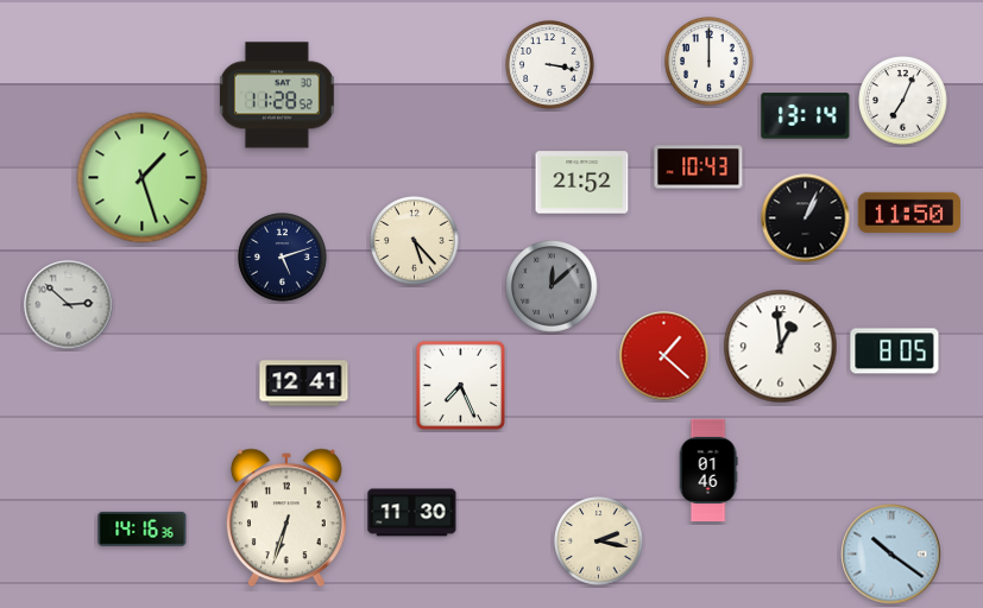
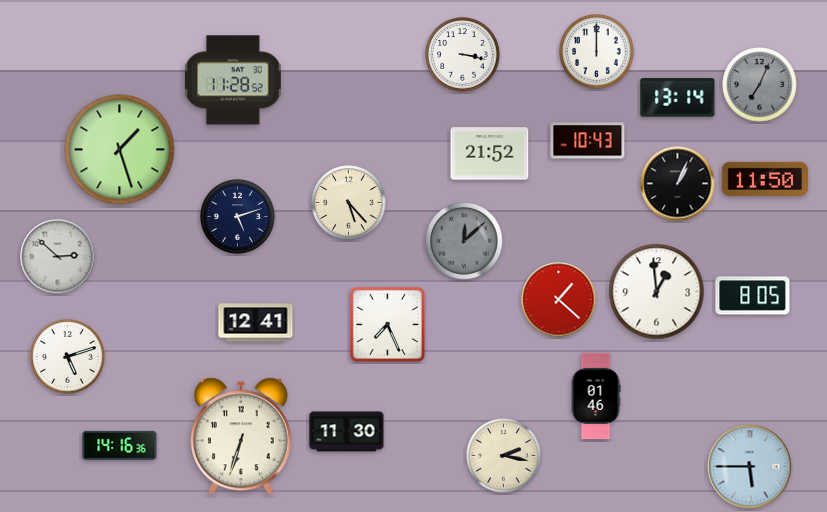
clock at (903, 101) dial: white -> grey
clock at (68, 357): none -> 5:12
clock at (891, 555): 10:21 -> 5:45
